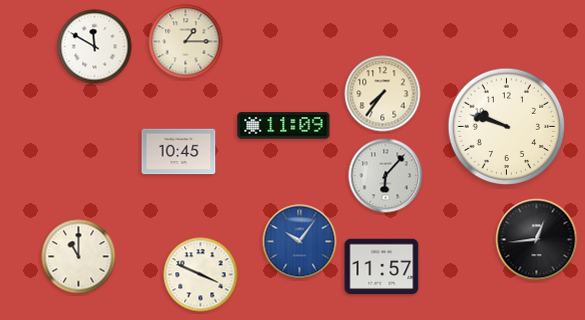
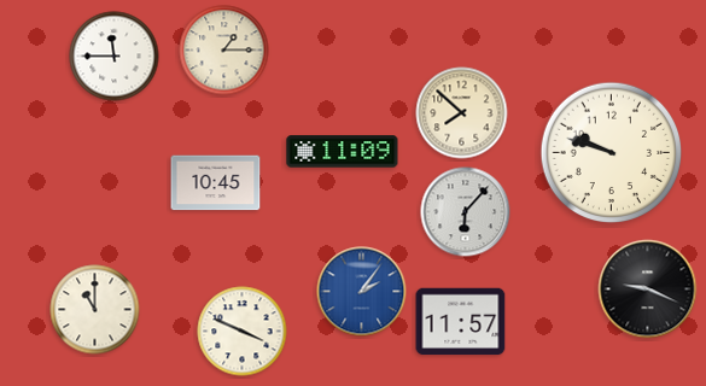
clock at (95, 47): 11:50 -> 11:45
clock at (383, 94): 7:36 -> 7:52
clock at (537, 240): 12:44 -> 9:19
clock at (300, 242): 10:06 -> 2:06
